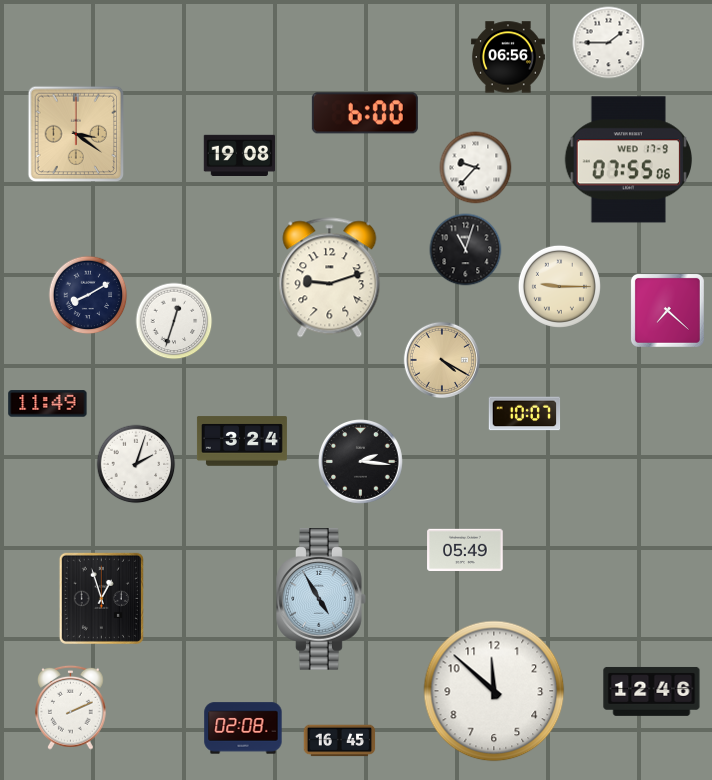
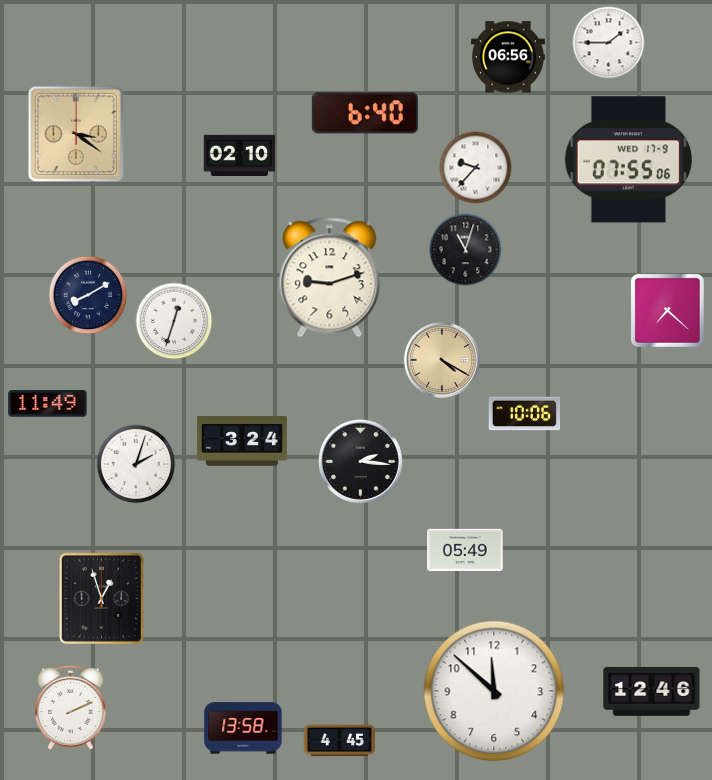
clock at (365, 113): 6:00 -> 6:40
clock at (240, 155): 19:08 -> 02:10
clock at (559, 286): 9:15 -> none
clock at (525, 414): 10:07 -> 10:06
clock at (321, 599): 4:55 -> none
clock at (243, 728): 02:08 -> 13:58
clock at (340, 741): 16:45 -> 4:45
